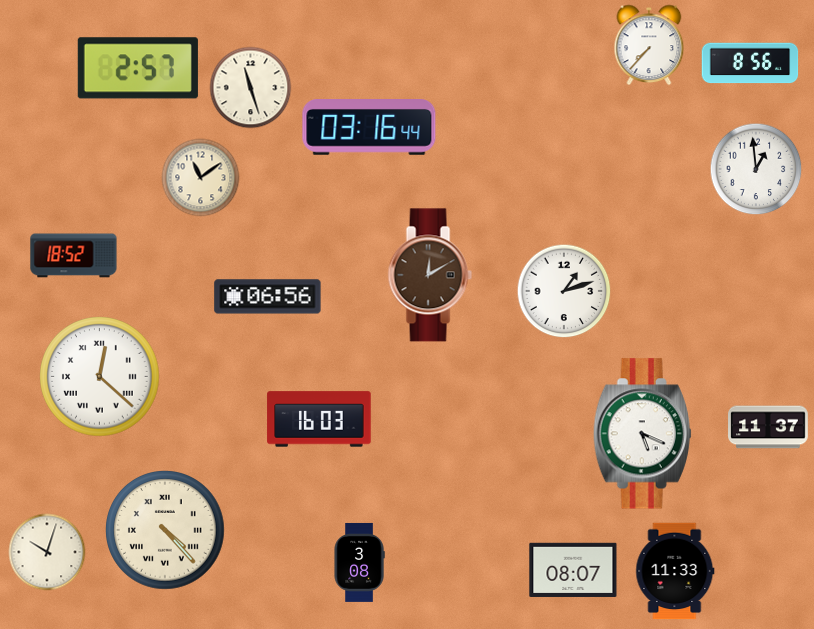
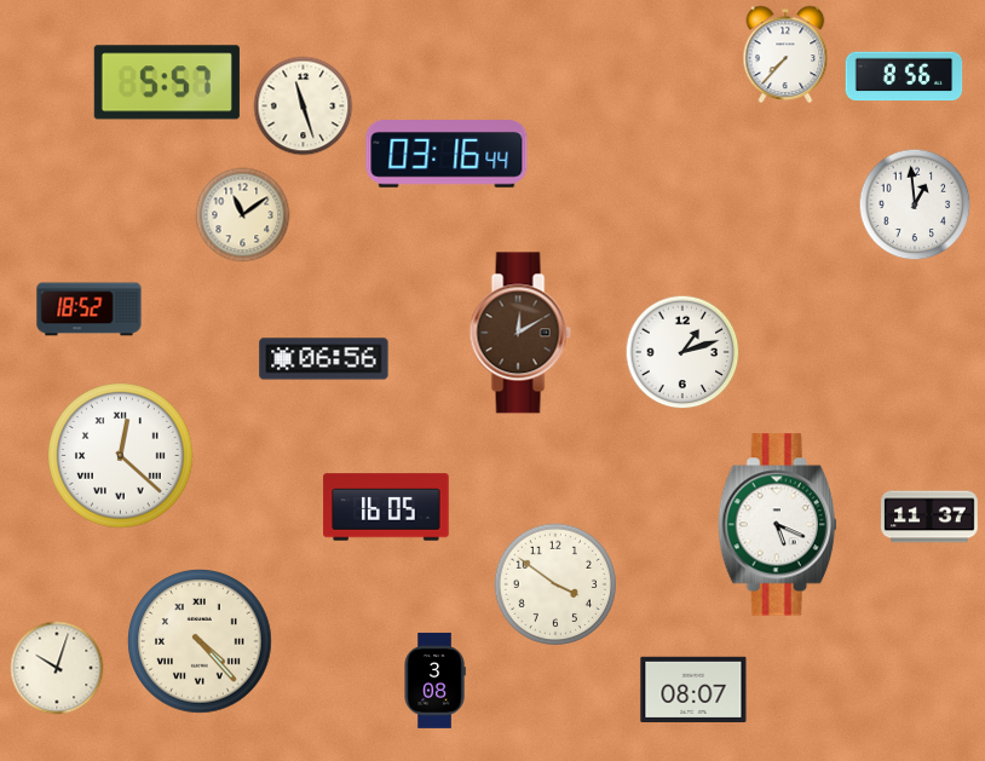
clock at (750, 63) position: (750, 63) -> (904, 76)
clock at (138, 68): 2:57 -> 5:57
clock at (319, 419): 16:03 -> 16:05
clock at (554, 583): none -> 3:51
clock at (675, 571): 11:33 -> none
